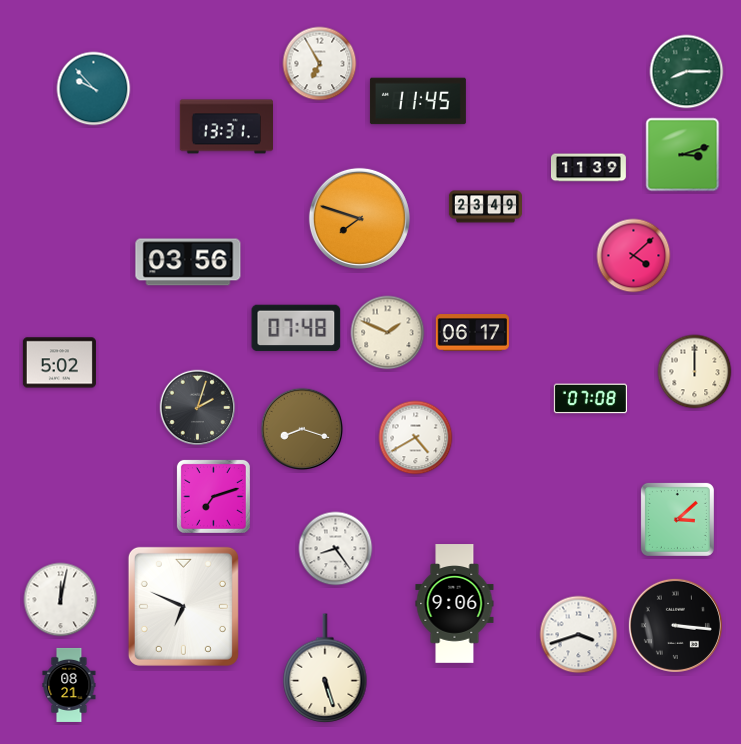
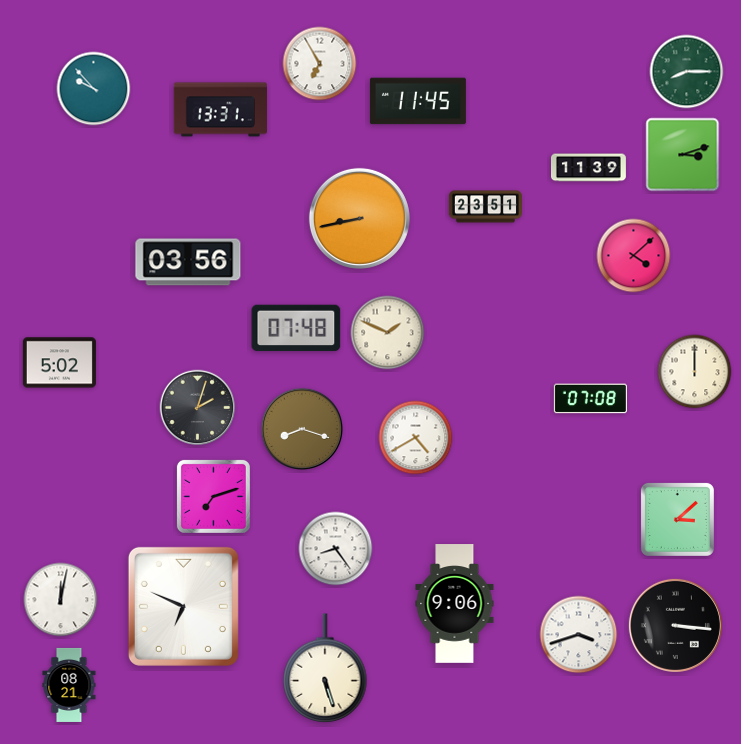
clock at (226, 127) position: (226, 127) -> (220, 110)
clock at (485, 207): 23:49 -> 23:51
clock at (359, 218): 7:48 -> 8:43
clock at (472, 333): 06:17 -> none
